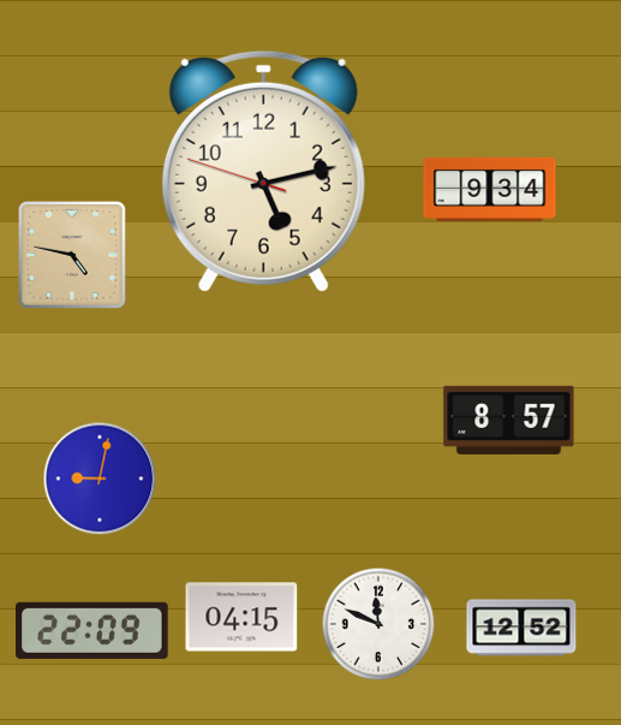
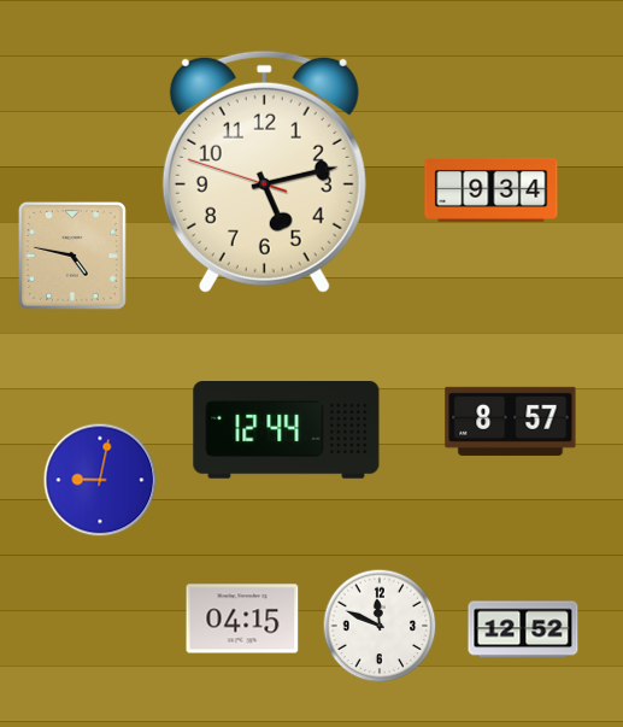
clock at (287, 430): none -> 12:44
clock at (92, 630): 22:09 -> none
